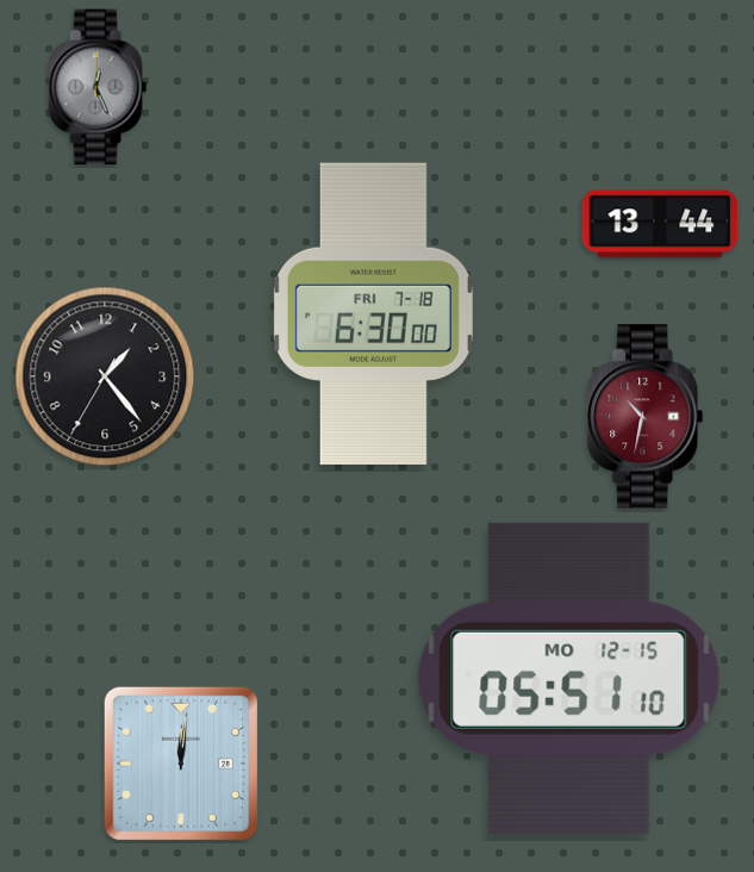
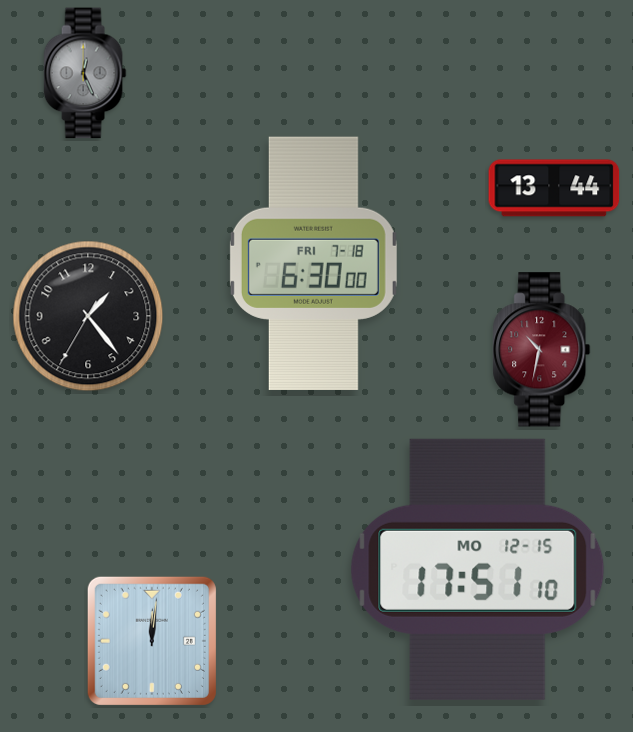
clock at (98, 87) position: (98, 87) -> (85, 73)
clock at (569, 678): 05:51 -> 17:51
